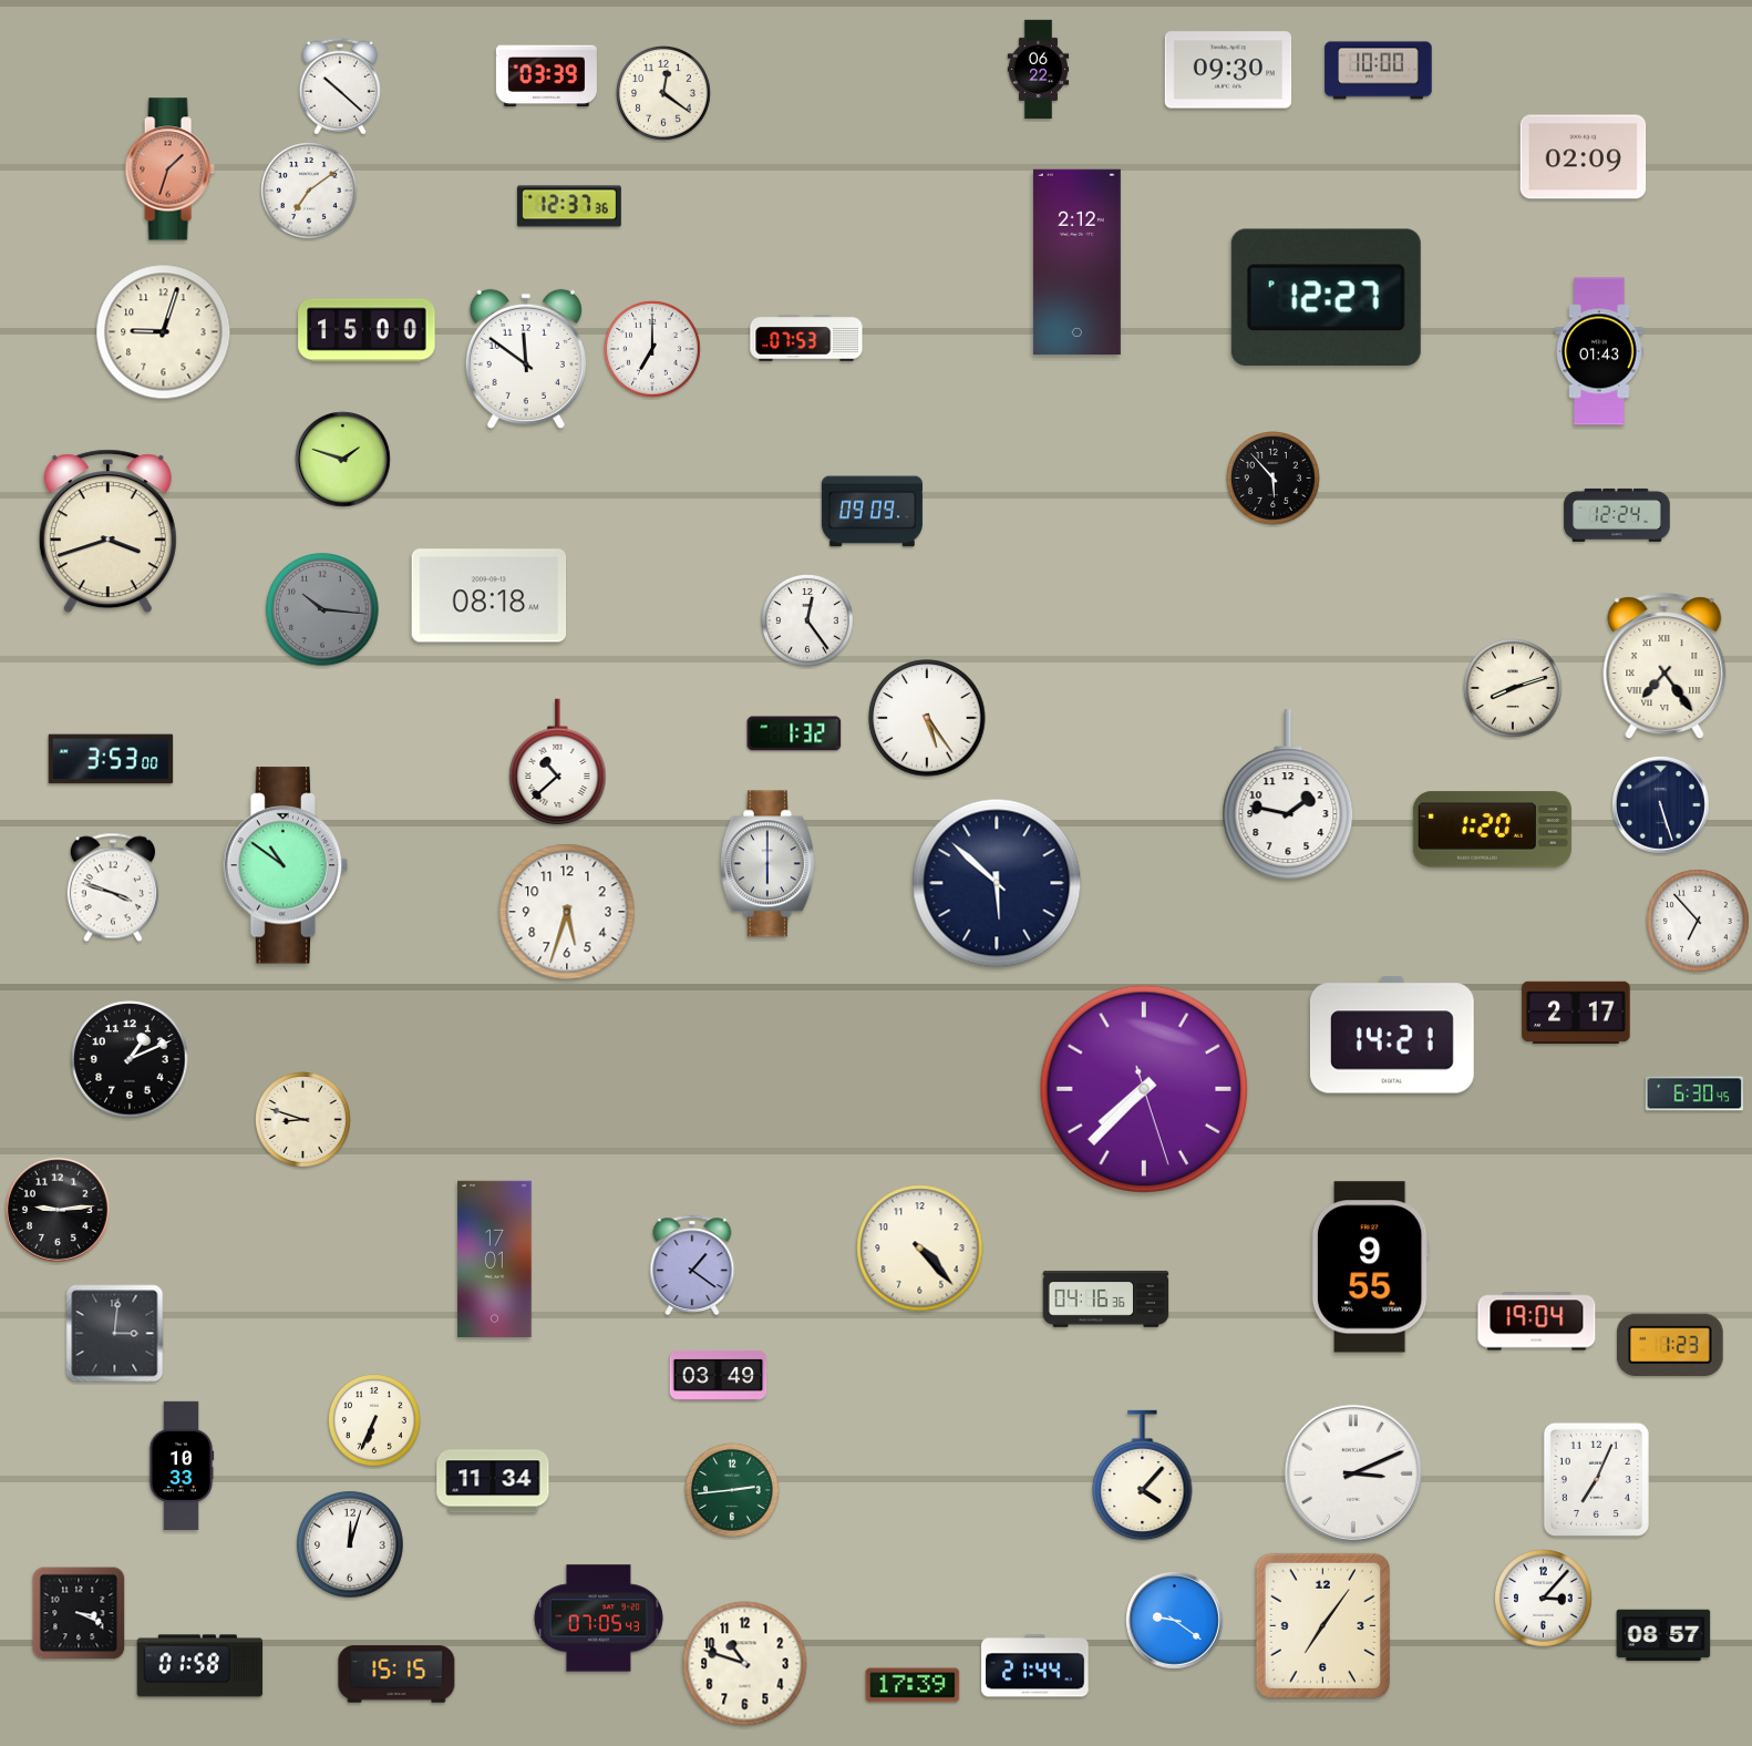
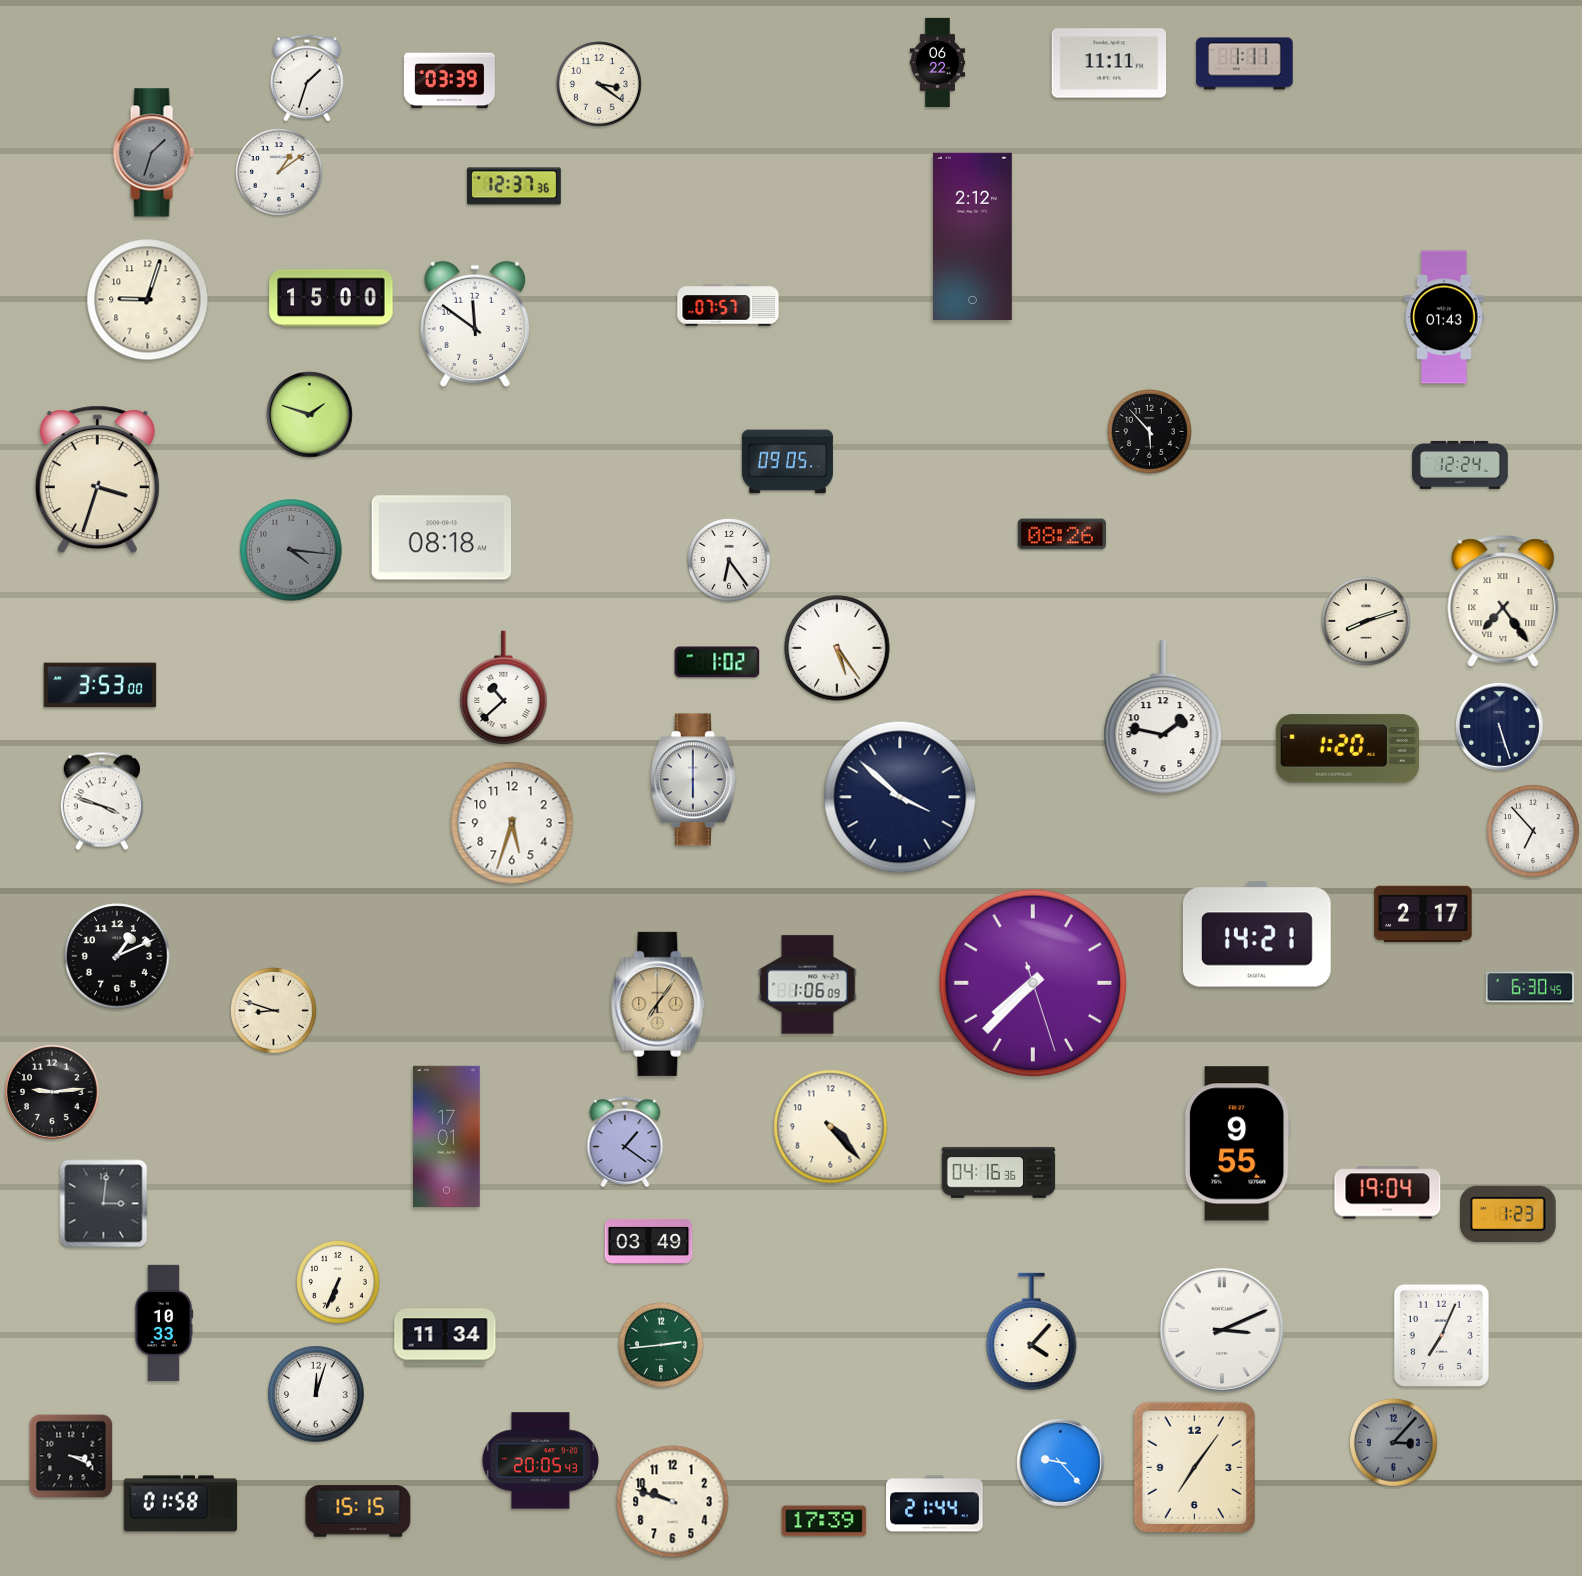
clock at (1228, 70): 09:30 -> 11:11
clock at (1379, 71): 10:00 -> 1:11
clock at (546, 76) position: (546, 76) -> (449, 81)
clock at (340, 86): 10:22 -> 1:33
clock at (664, 94): 12:21 -> 3:21
clock at (1584, 157): 02:09 -> none
clock at (169, 170) dial: salmon -> grey
clock at (310, 192): 7:09 -> 1:09
clock at (1326, 297): 12:27 -> none
clock at (806, 338): 07:53 -> 07:57
clock at (653, 350): 7:00 -> none
clock at (872, 512): 09:09 -> 09:05
clock at (107, 532): 3:42 -> 3:33
clock at (1062, 534): none -> 08:26
clock at (322, 609): 10:16 -> 4:16
clock at (808, 622): 12:24 -> 6:24
clock at (794, 733): 1:32 -> 1:02
clock at (286, 865): 10:51 -> none
clock at (997, 883): 5:52 -> 3:52
clock at (808, 985): none -> 1:06
clock at (658, 1004): none -> 7:06
clock at (1544, 1599) dial: white -> grey
clock at (598, 1619): 07:05 -> 20:05
clock at (1175, 1621): 9:21 -> 9:23
clock at (1663, 1635): 08:57 -> none
clock at (745, 1664): 10:48 -> 9:48
